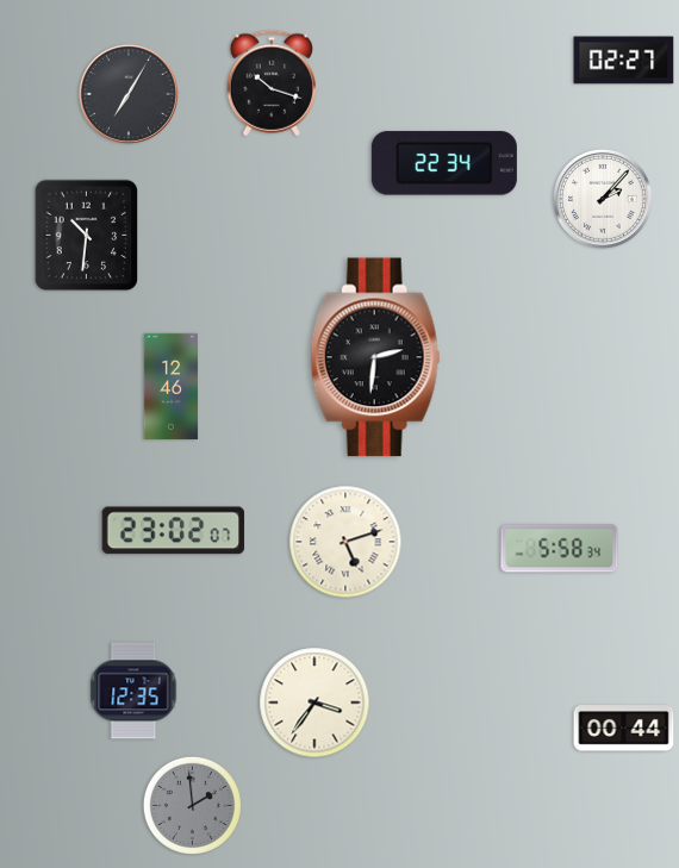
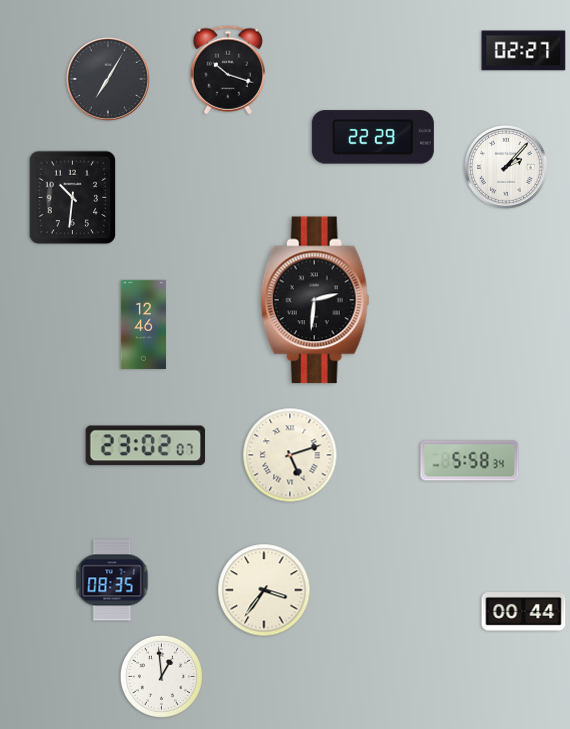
clock at (444, 163): 22:34 -> 22:29
clock at (133, 691): 12:35 -> 08:35
clock at (192, 805): 1:59 -> 12:59
clock at (192, 805) dial: grey -> white
